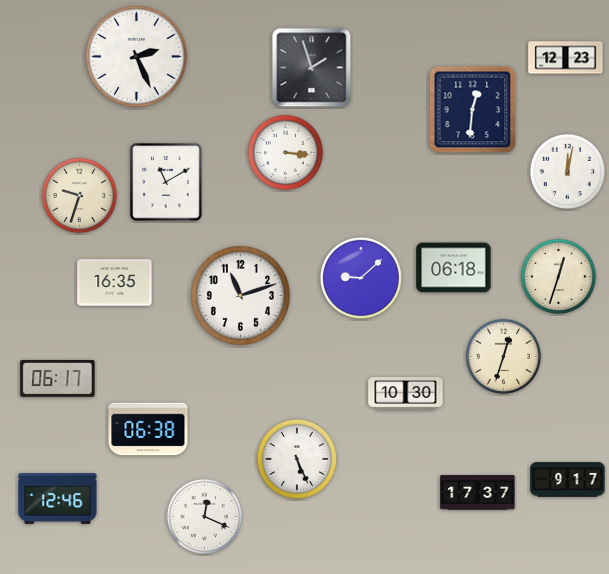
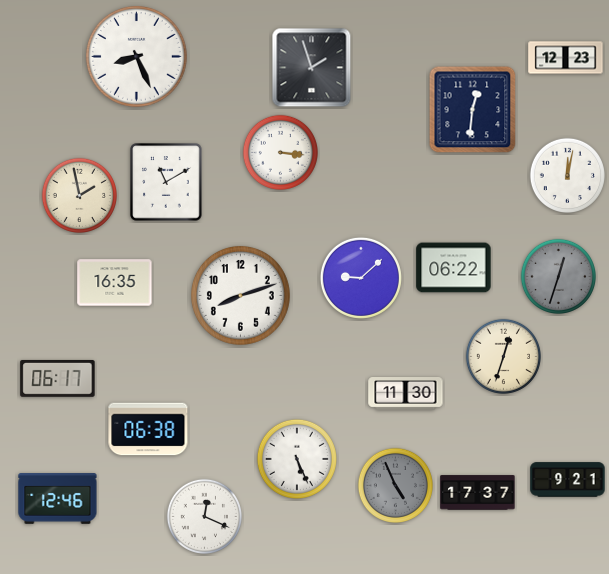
clock at (136, 56): 2:26 -> 8:26
clock at (285, 152) position: (285, 152) -> (280, 152)
clock at (567, 171) position: (567, 171) -> (567, 175)
clock at (79, 195): 9:33 -> 1:58
clock at (454, 268): 06:18 -> 06:22
clock at (558, 276) dial: cream -> grey
clock at (240, 295): 11:12 -> 8:12
clock at (406, 394): 10:30 -> 11:30
clock at (568, 480): 9:17 -> 9:21
clock at (395, 485): none -> 4:56
